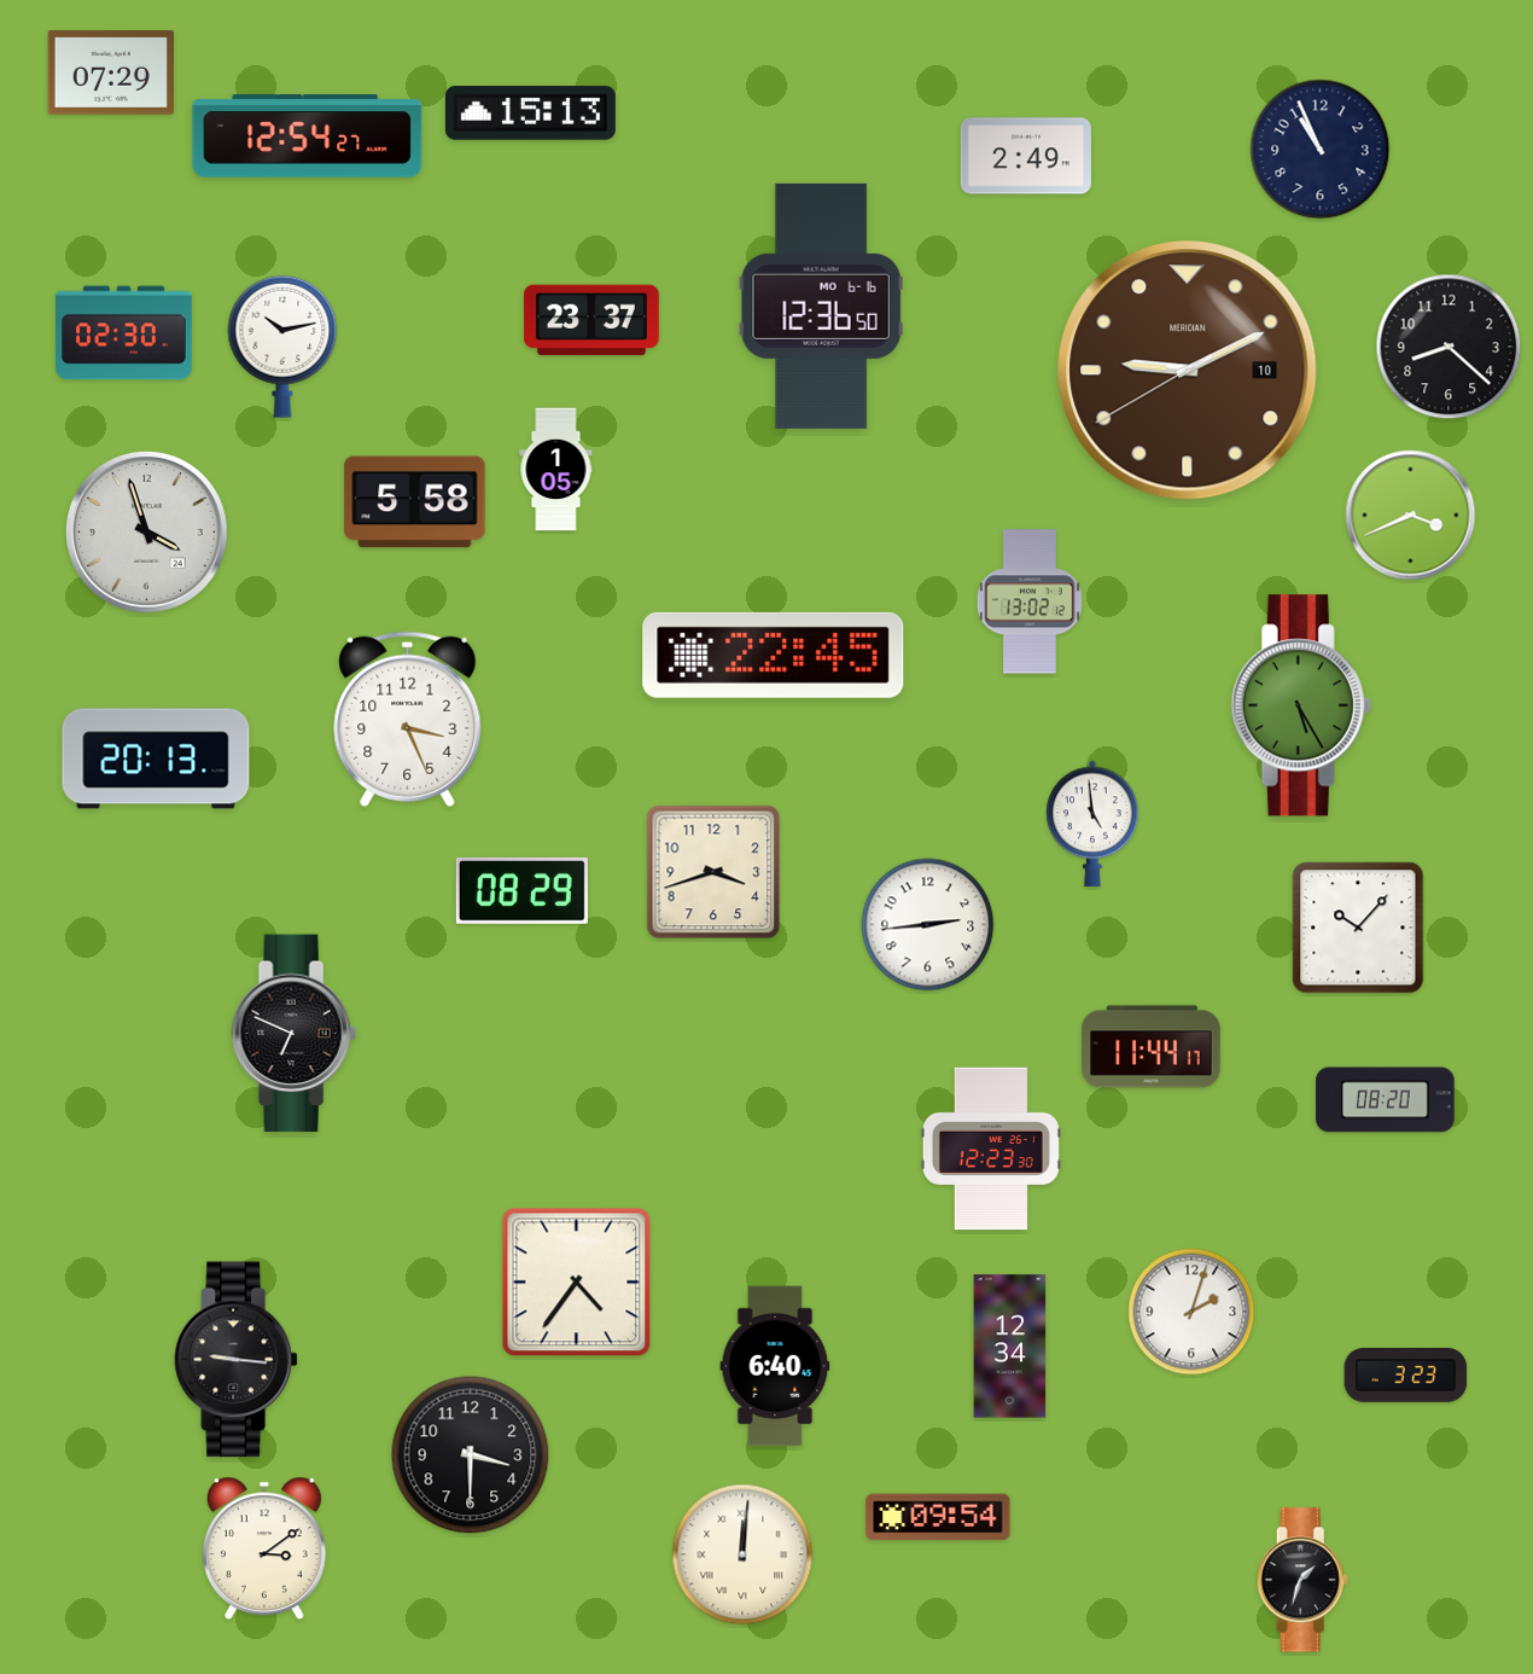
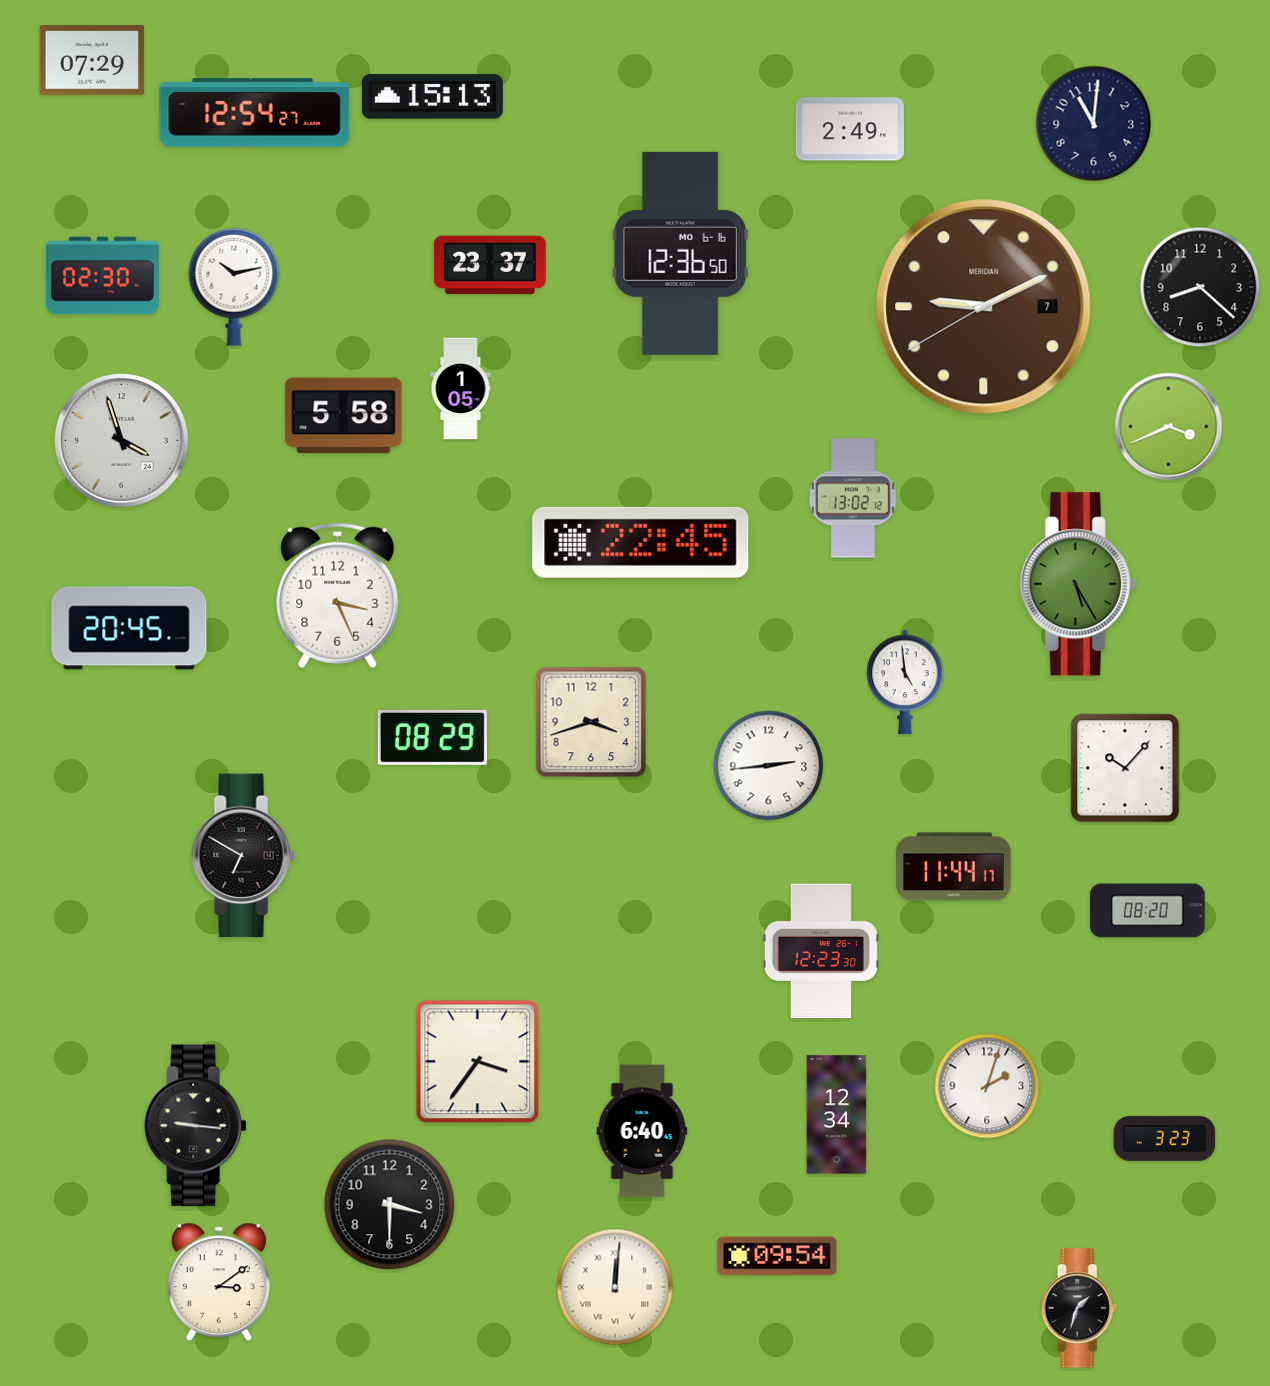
clock at (530, 114) position: (530, 114) -> (432, 97)
clock at (1321, 150): 10:56 -> 11:01
clock at (1188, 371) date: 10 -> 7
clock at (156, 758): 20:13 -> 20:45
clock at (293, 1034): 6:49 -> 6:50
clock at (577, 1283): 4:36 -> 3:36
